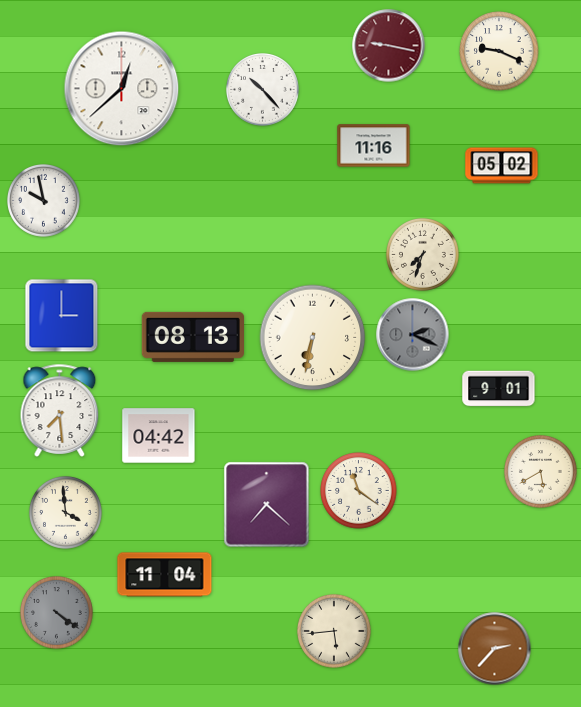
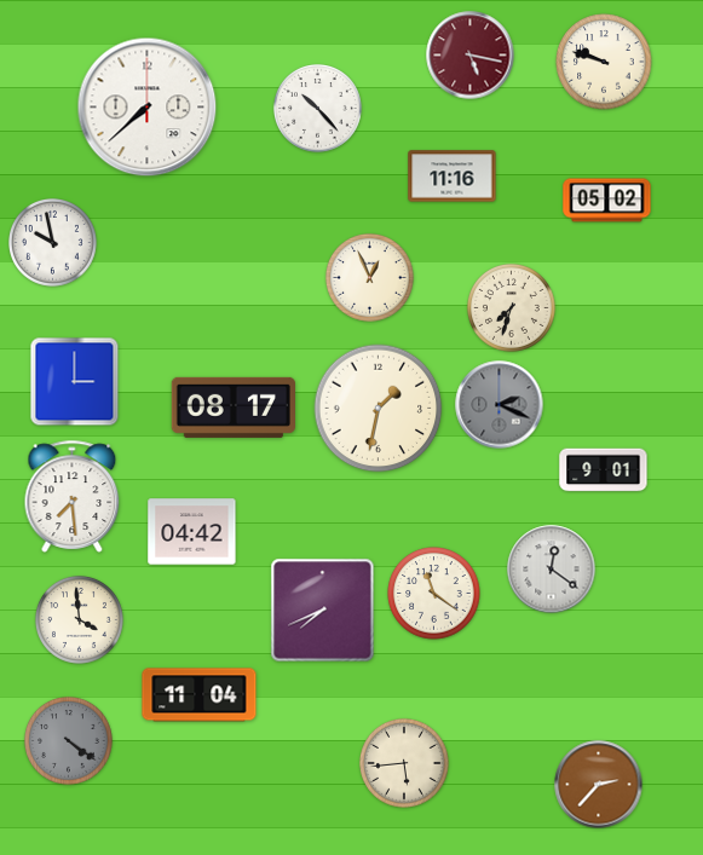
clock at (389, 46): 9:17 -> 5:17
clock at (499, 51): 9:19 -> 9:48
clock at (122, 89): 12:38 -> 7:38
clock at (370, 278): none -> 12:56
clock at (192, 337): 08:13 -> 08:17
clock at (313, 338): 6:32 -> 1:32
clock at (159, 436) position: (159, 436) -> (192, 532)
clock at (552, 570): none -> 12:21
clock at (541, 472): 5:40 -> none
clock at (267, 505): 7:22 -> 7:41
